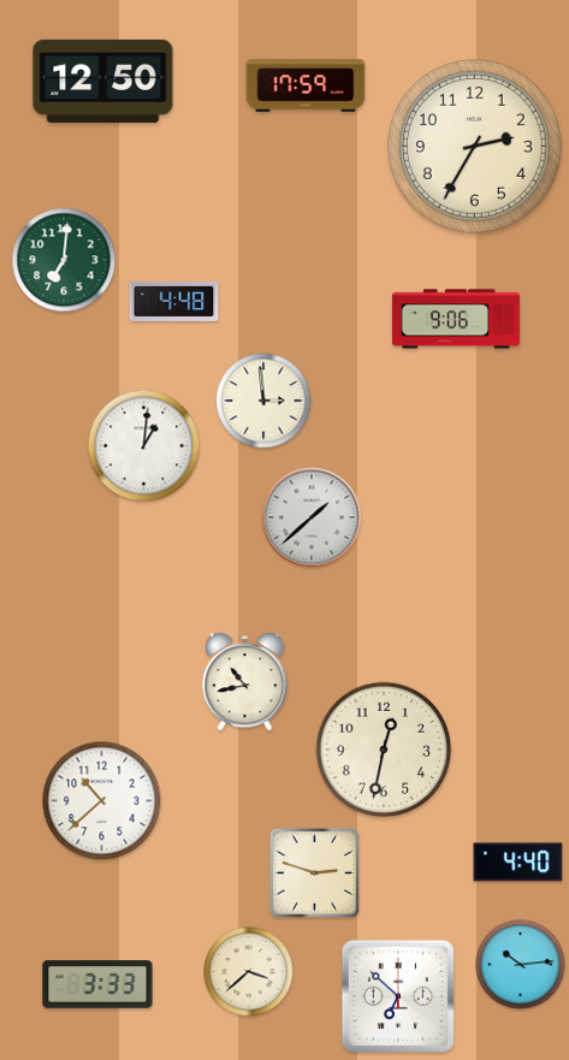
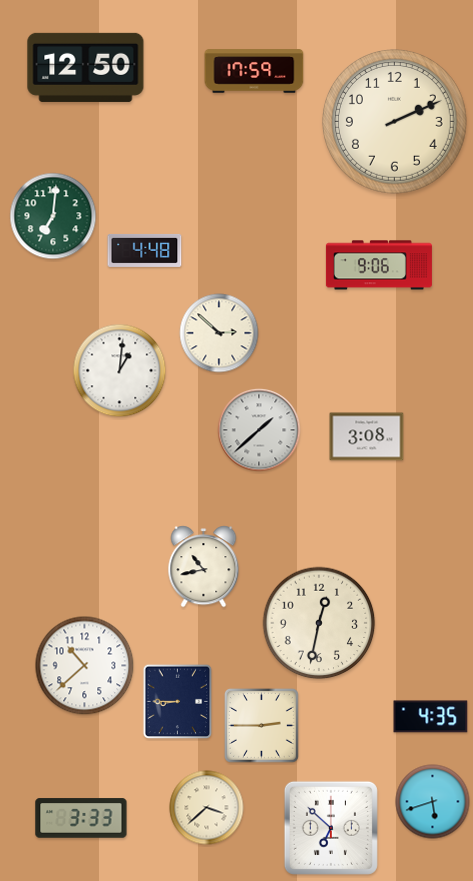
clock at (475, 147): 2:35 -> 2:11
clock at (263, 401): 2:59 -> 2:52
clock at (367, 437): none -> 3:08
clock at (178, 702): none -> 8:45
clock at (518, 863): 4:40 -> 4:35
clock at (314, 872): 2:48 -> 2:45
clock at (521, 965): 10:14 -> 5:42
